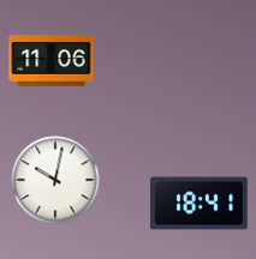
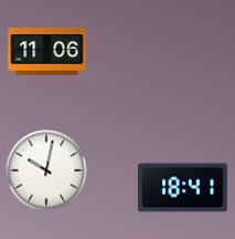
clock at (52, 61) position: (52, 61) -> (47, 52)
clock at (55, 180) position: (55, 180) -> (46, 170)
